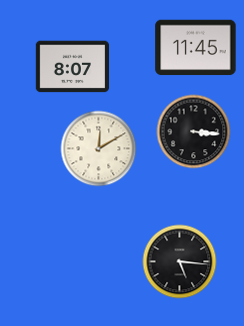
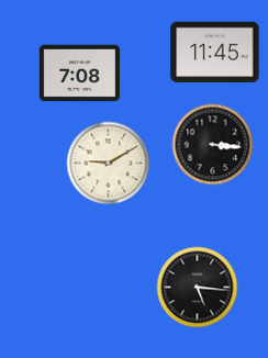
clock at (72, 67): 8:07 -> 7:08
clock at (99, 149): 12:10 -> 9:10
